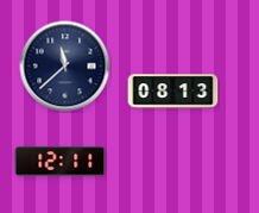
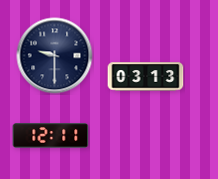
clock at (65, 67): 11:38 -> 9:30
clock at (173, 92): 08:13 -> 03:13
